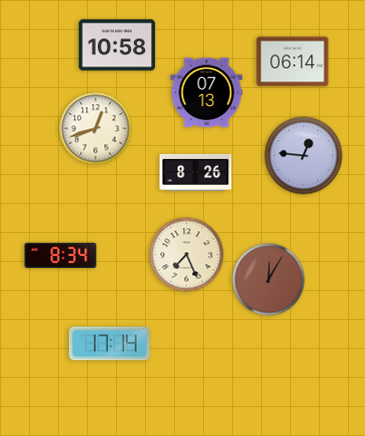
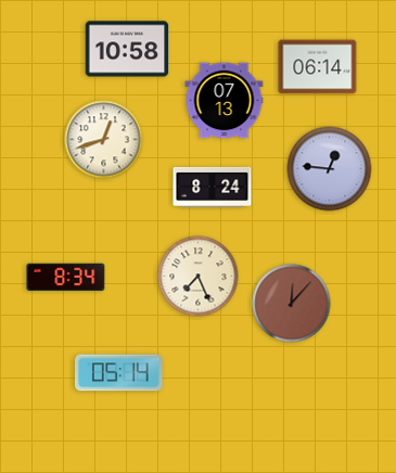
clock at (196, 172): 8:26 -> 8:24
clock at (187, 255) position: (187, 255) -> (199, 277)
clock at (269, 280): 12:05 -> 12:07
clock at (109, 344): 17:14 -> 05:14
